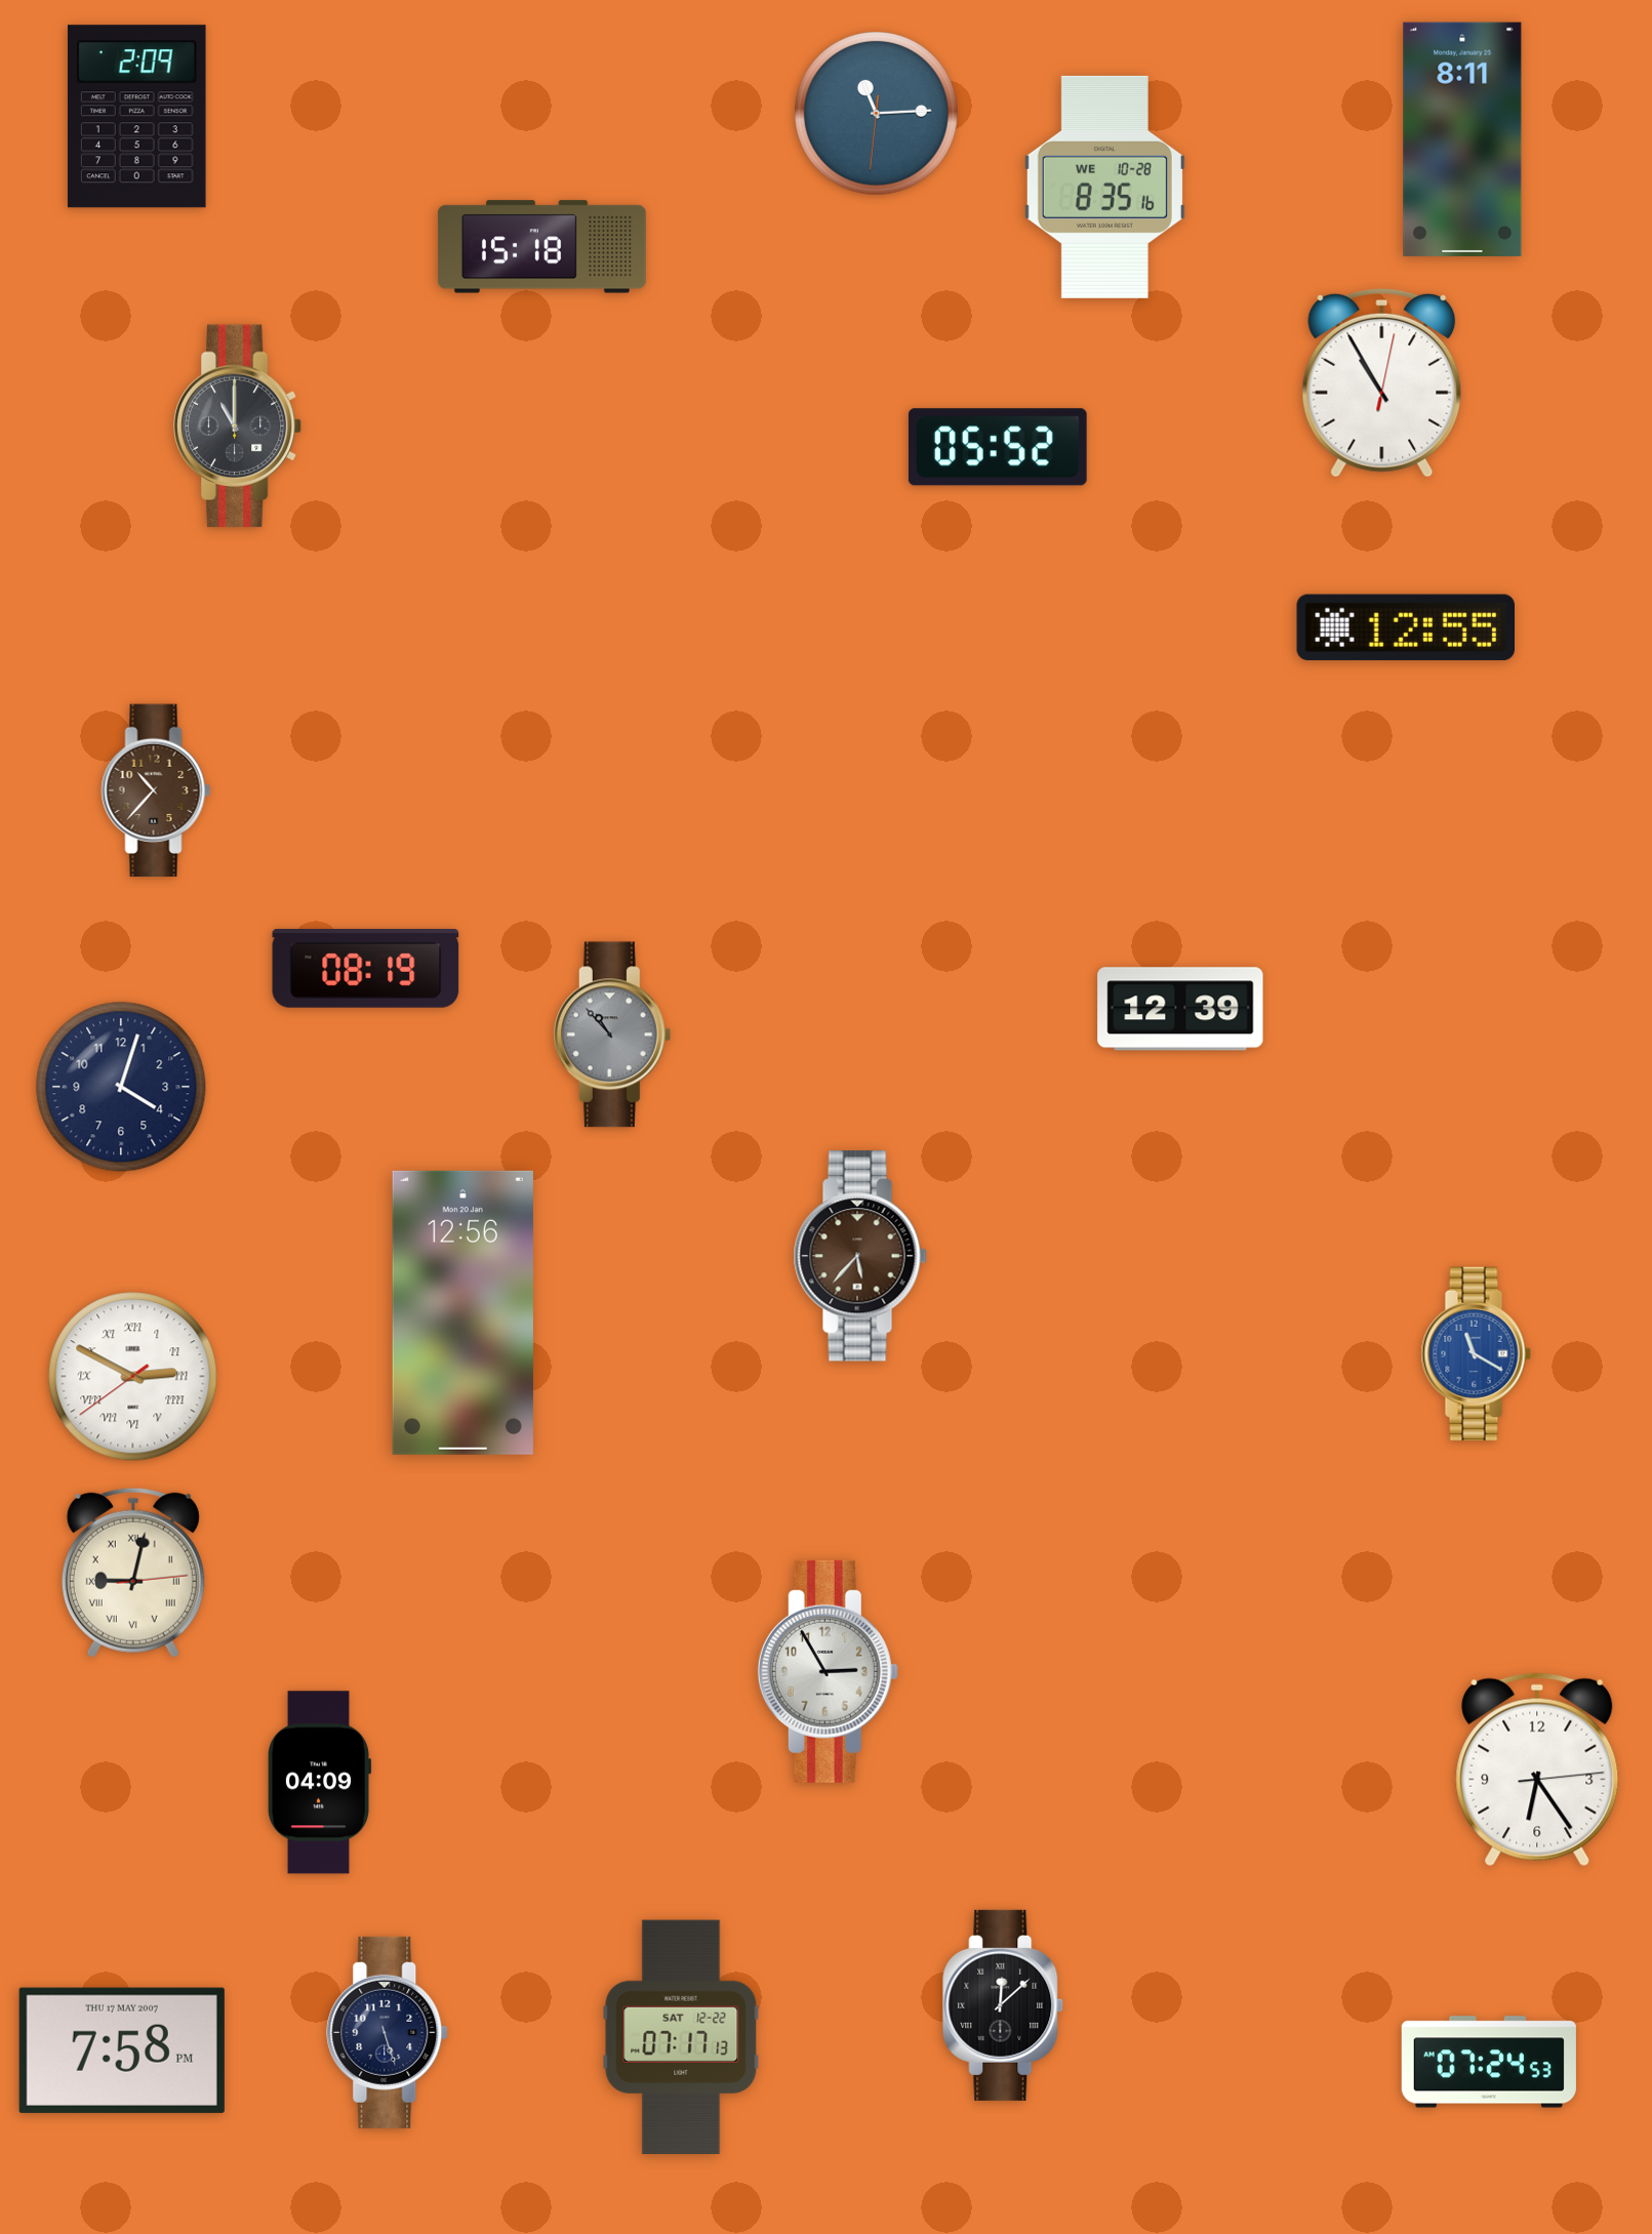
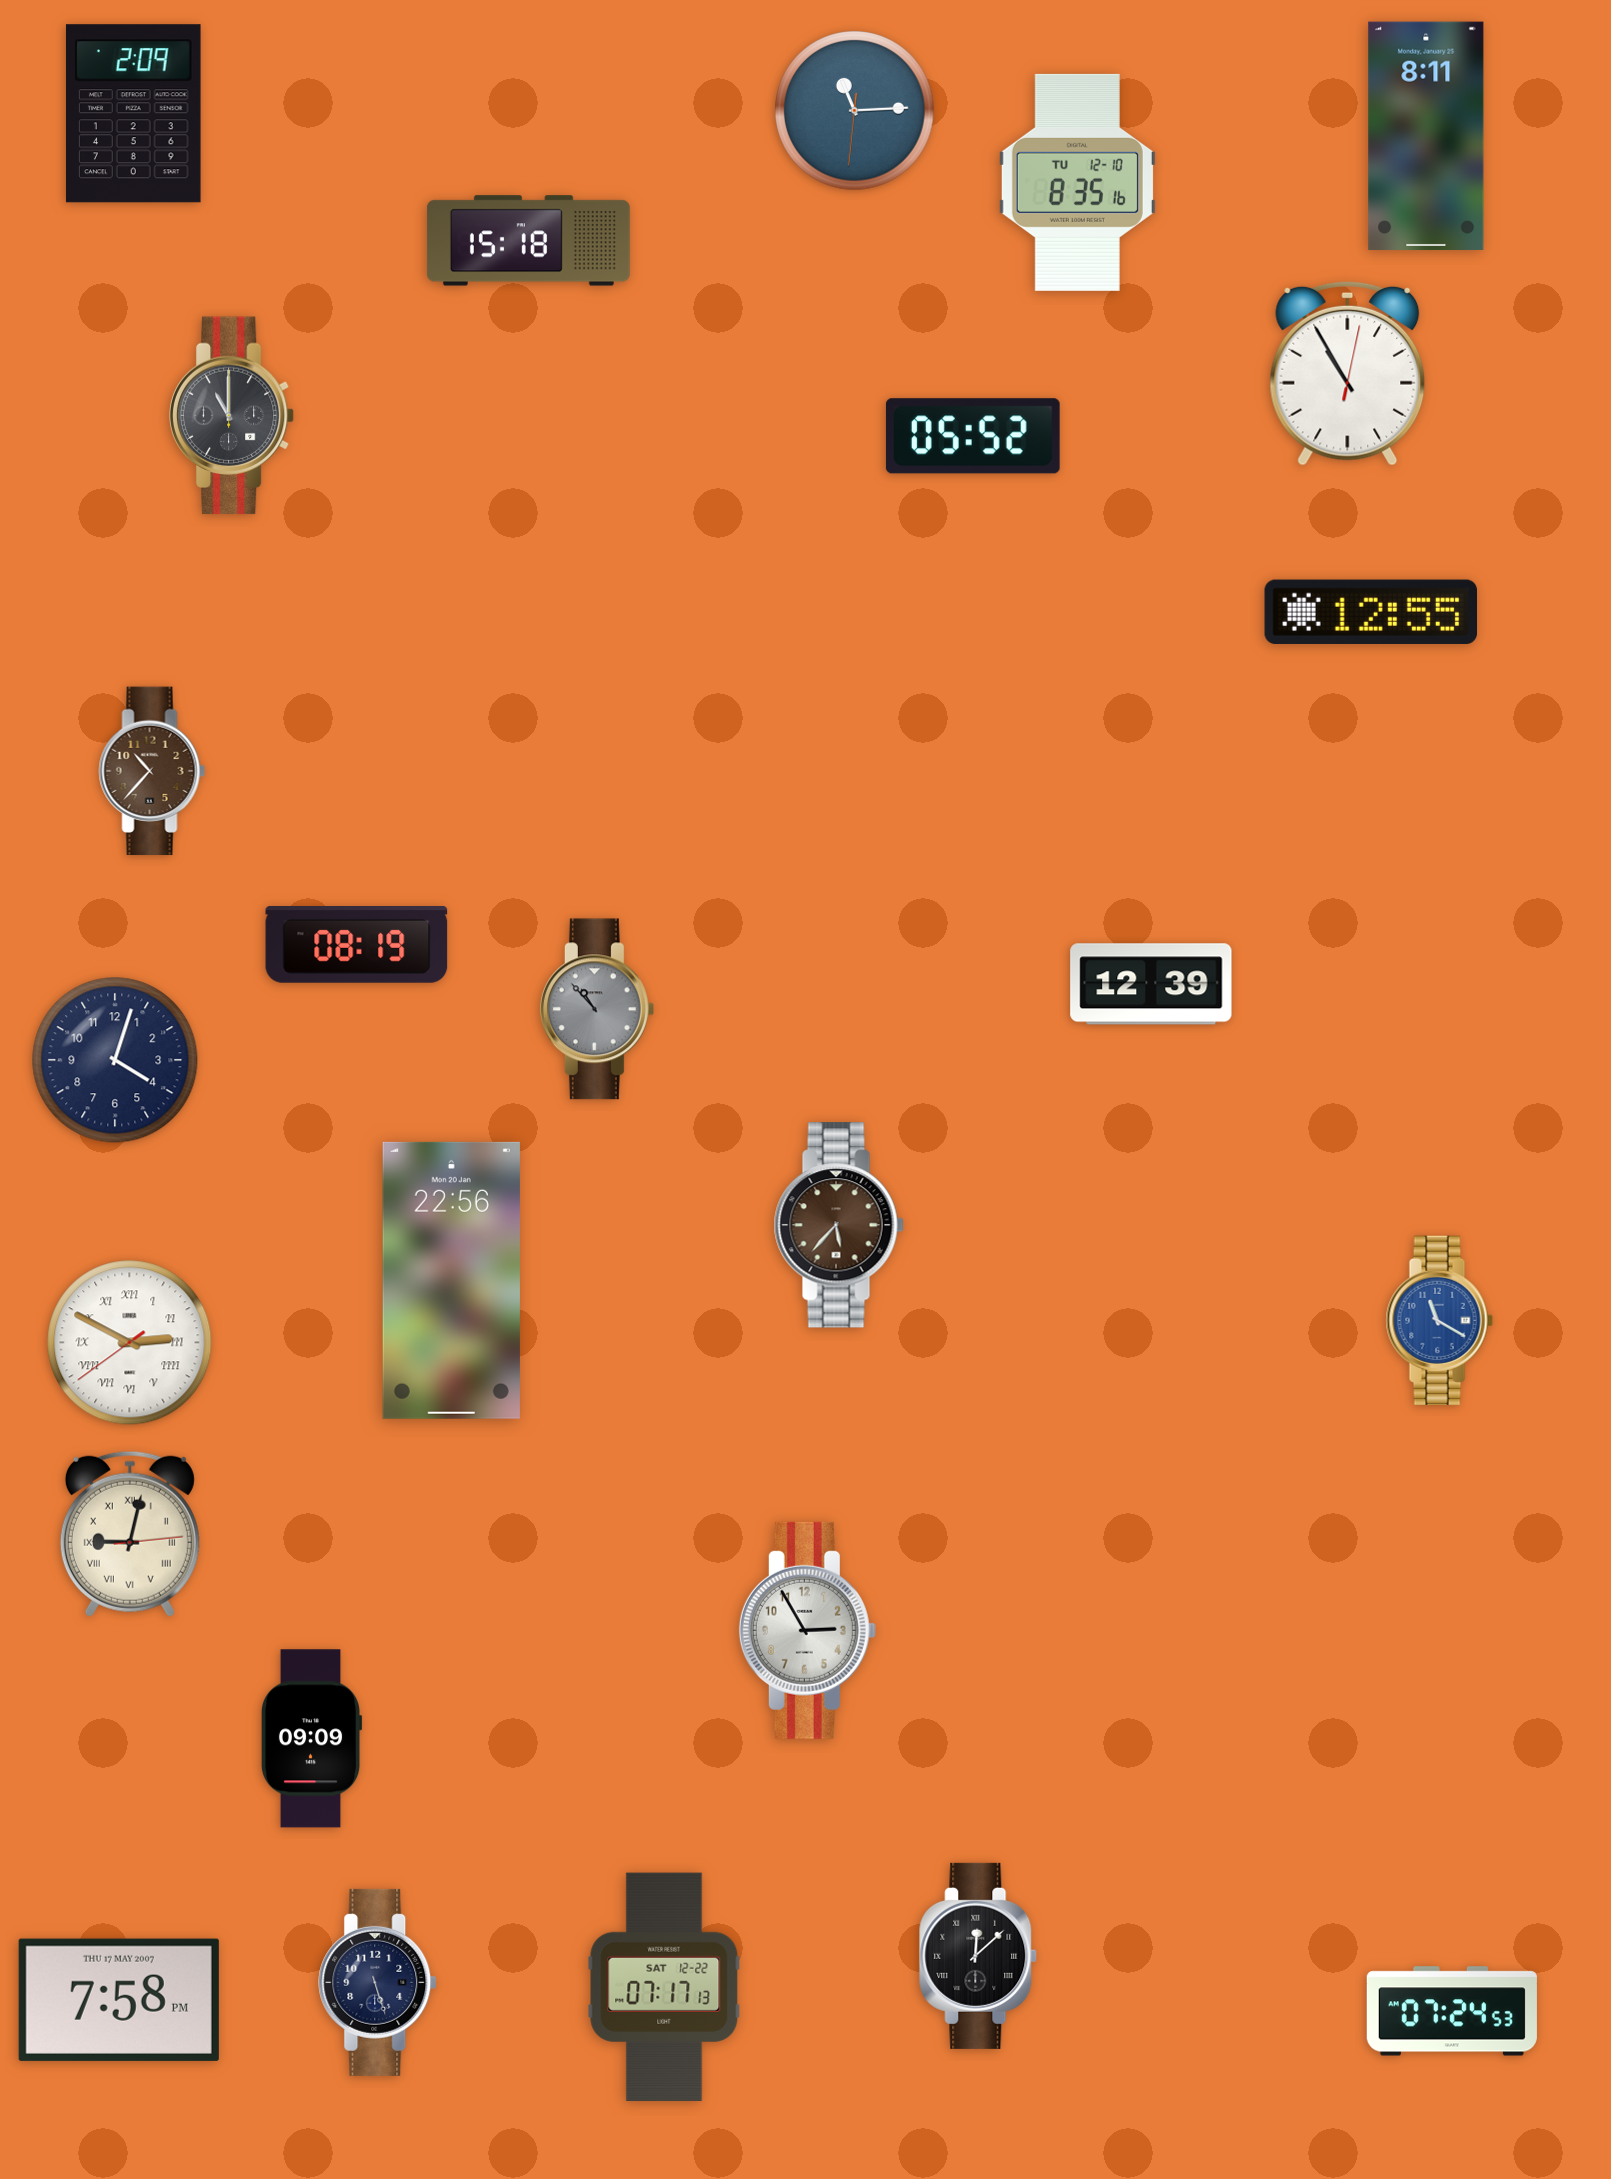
clock at (1104, 187) date: WE 10-28 -> TU 12-10
clock at (121, 1087) position: (121, 1087) -> (115, 1060)
clock at (462, 1312): 12:56 -> 22:56
clock at (1537, 1770): 6:24 -> none
clock at (319, 1783): 04:09 -> 09:09
